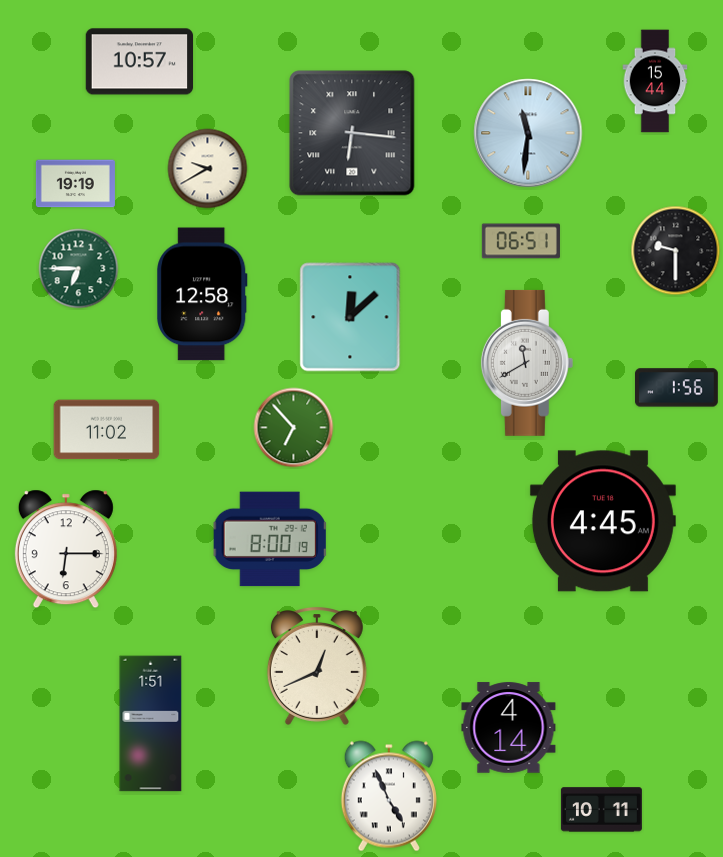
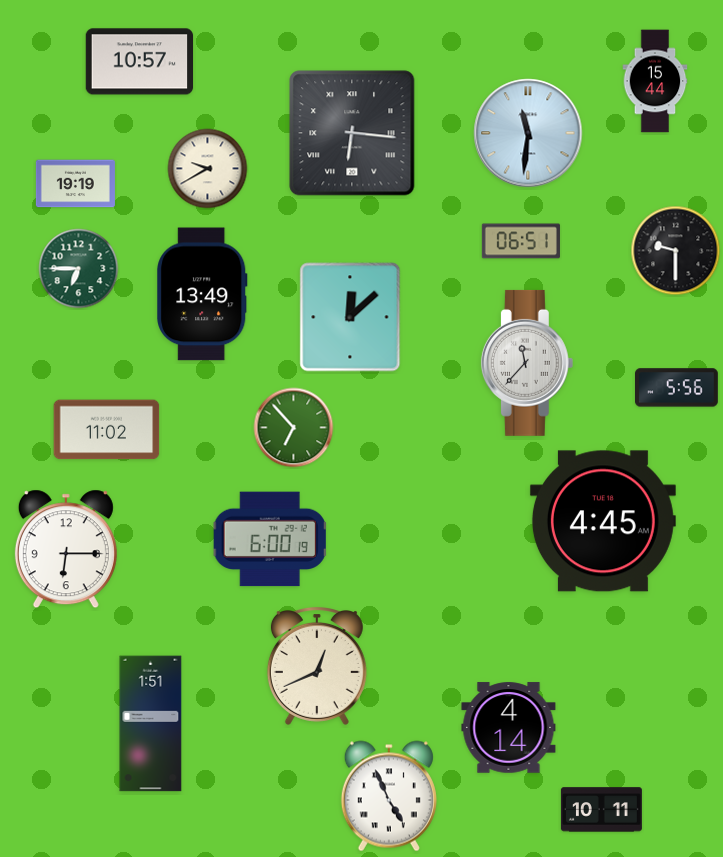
clock at (202, 294): 12:58 -> 13:49
clock at (527, 363): 11:40 -> 11:37
clock at (677, 388): 1:56 -> 5:56
clock at (270, 539): 8:00 -> 6:00
